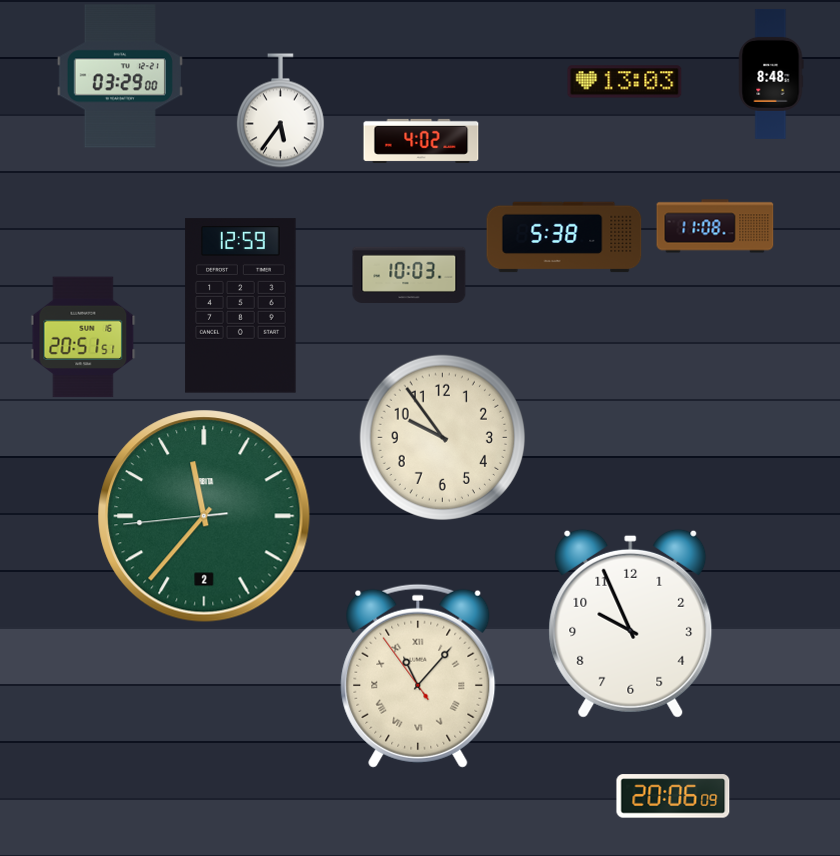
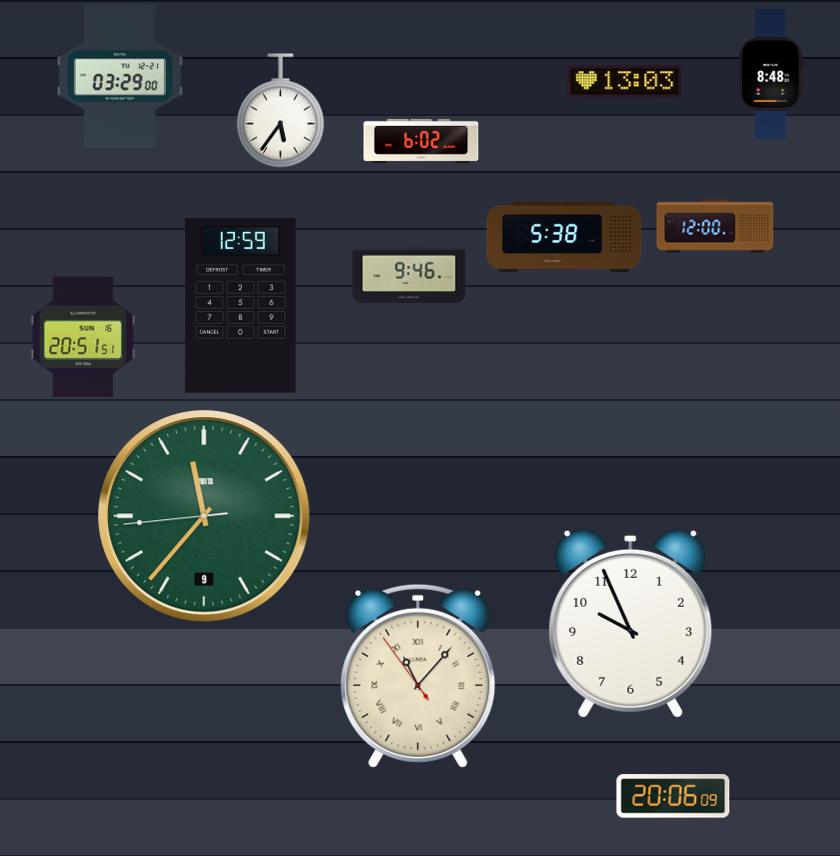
clock at (421, 141): 4:02 -> 6:02
clock at (715, 226): 11:08 -> 12:00
clock at (409, 275): 10:03 -> 9:46
clock at (442, 437): 9:54 -> none
clock at (204, 516) date: 2 -> 9
